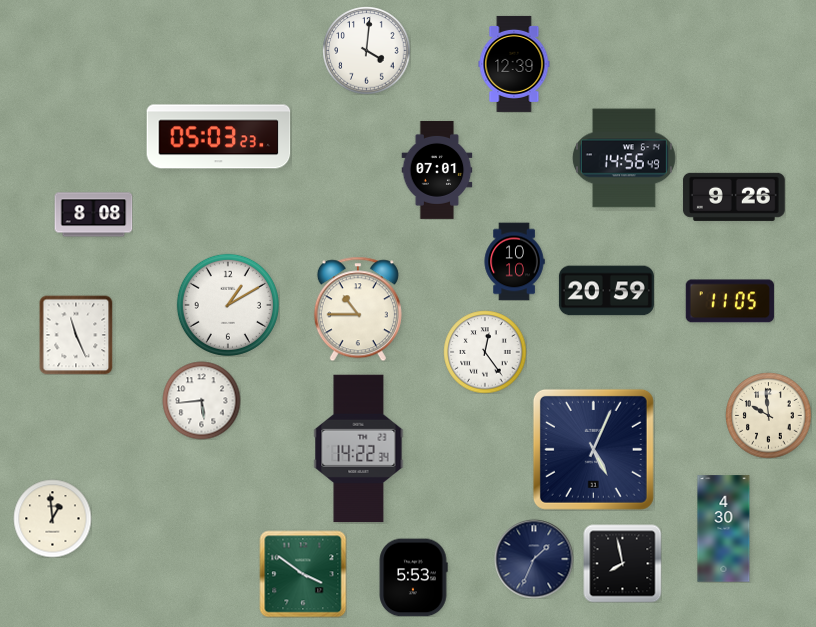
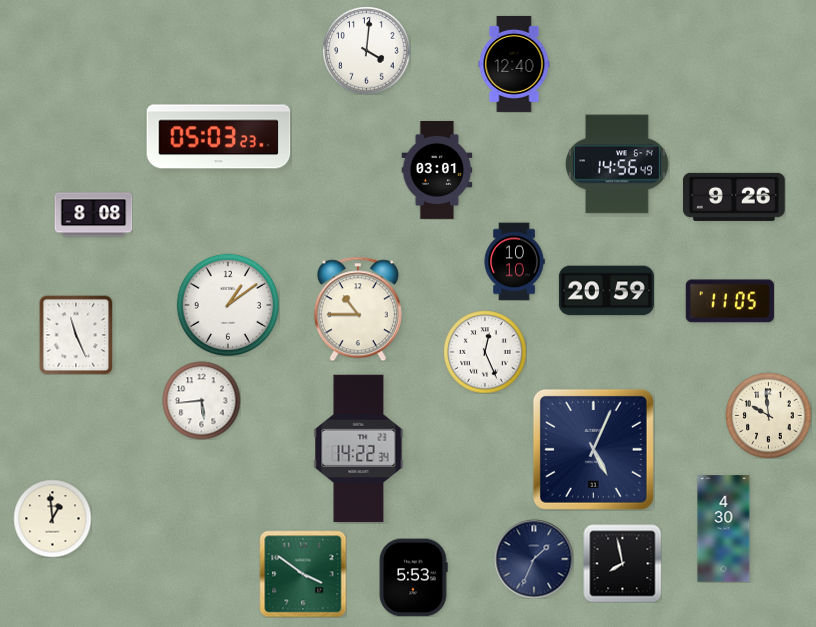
clock at (514, 64): 12:39 -> 12:40
clock at (624, 158) position: (624, 158) -> (617, 164)
clock at (437, 170): 07:01 -> 03:01
clock at (228, 305): 1:10 -> 1:09
clock at (485, 352): 12:24 -> 12:26
